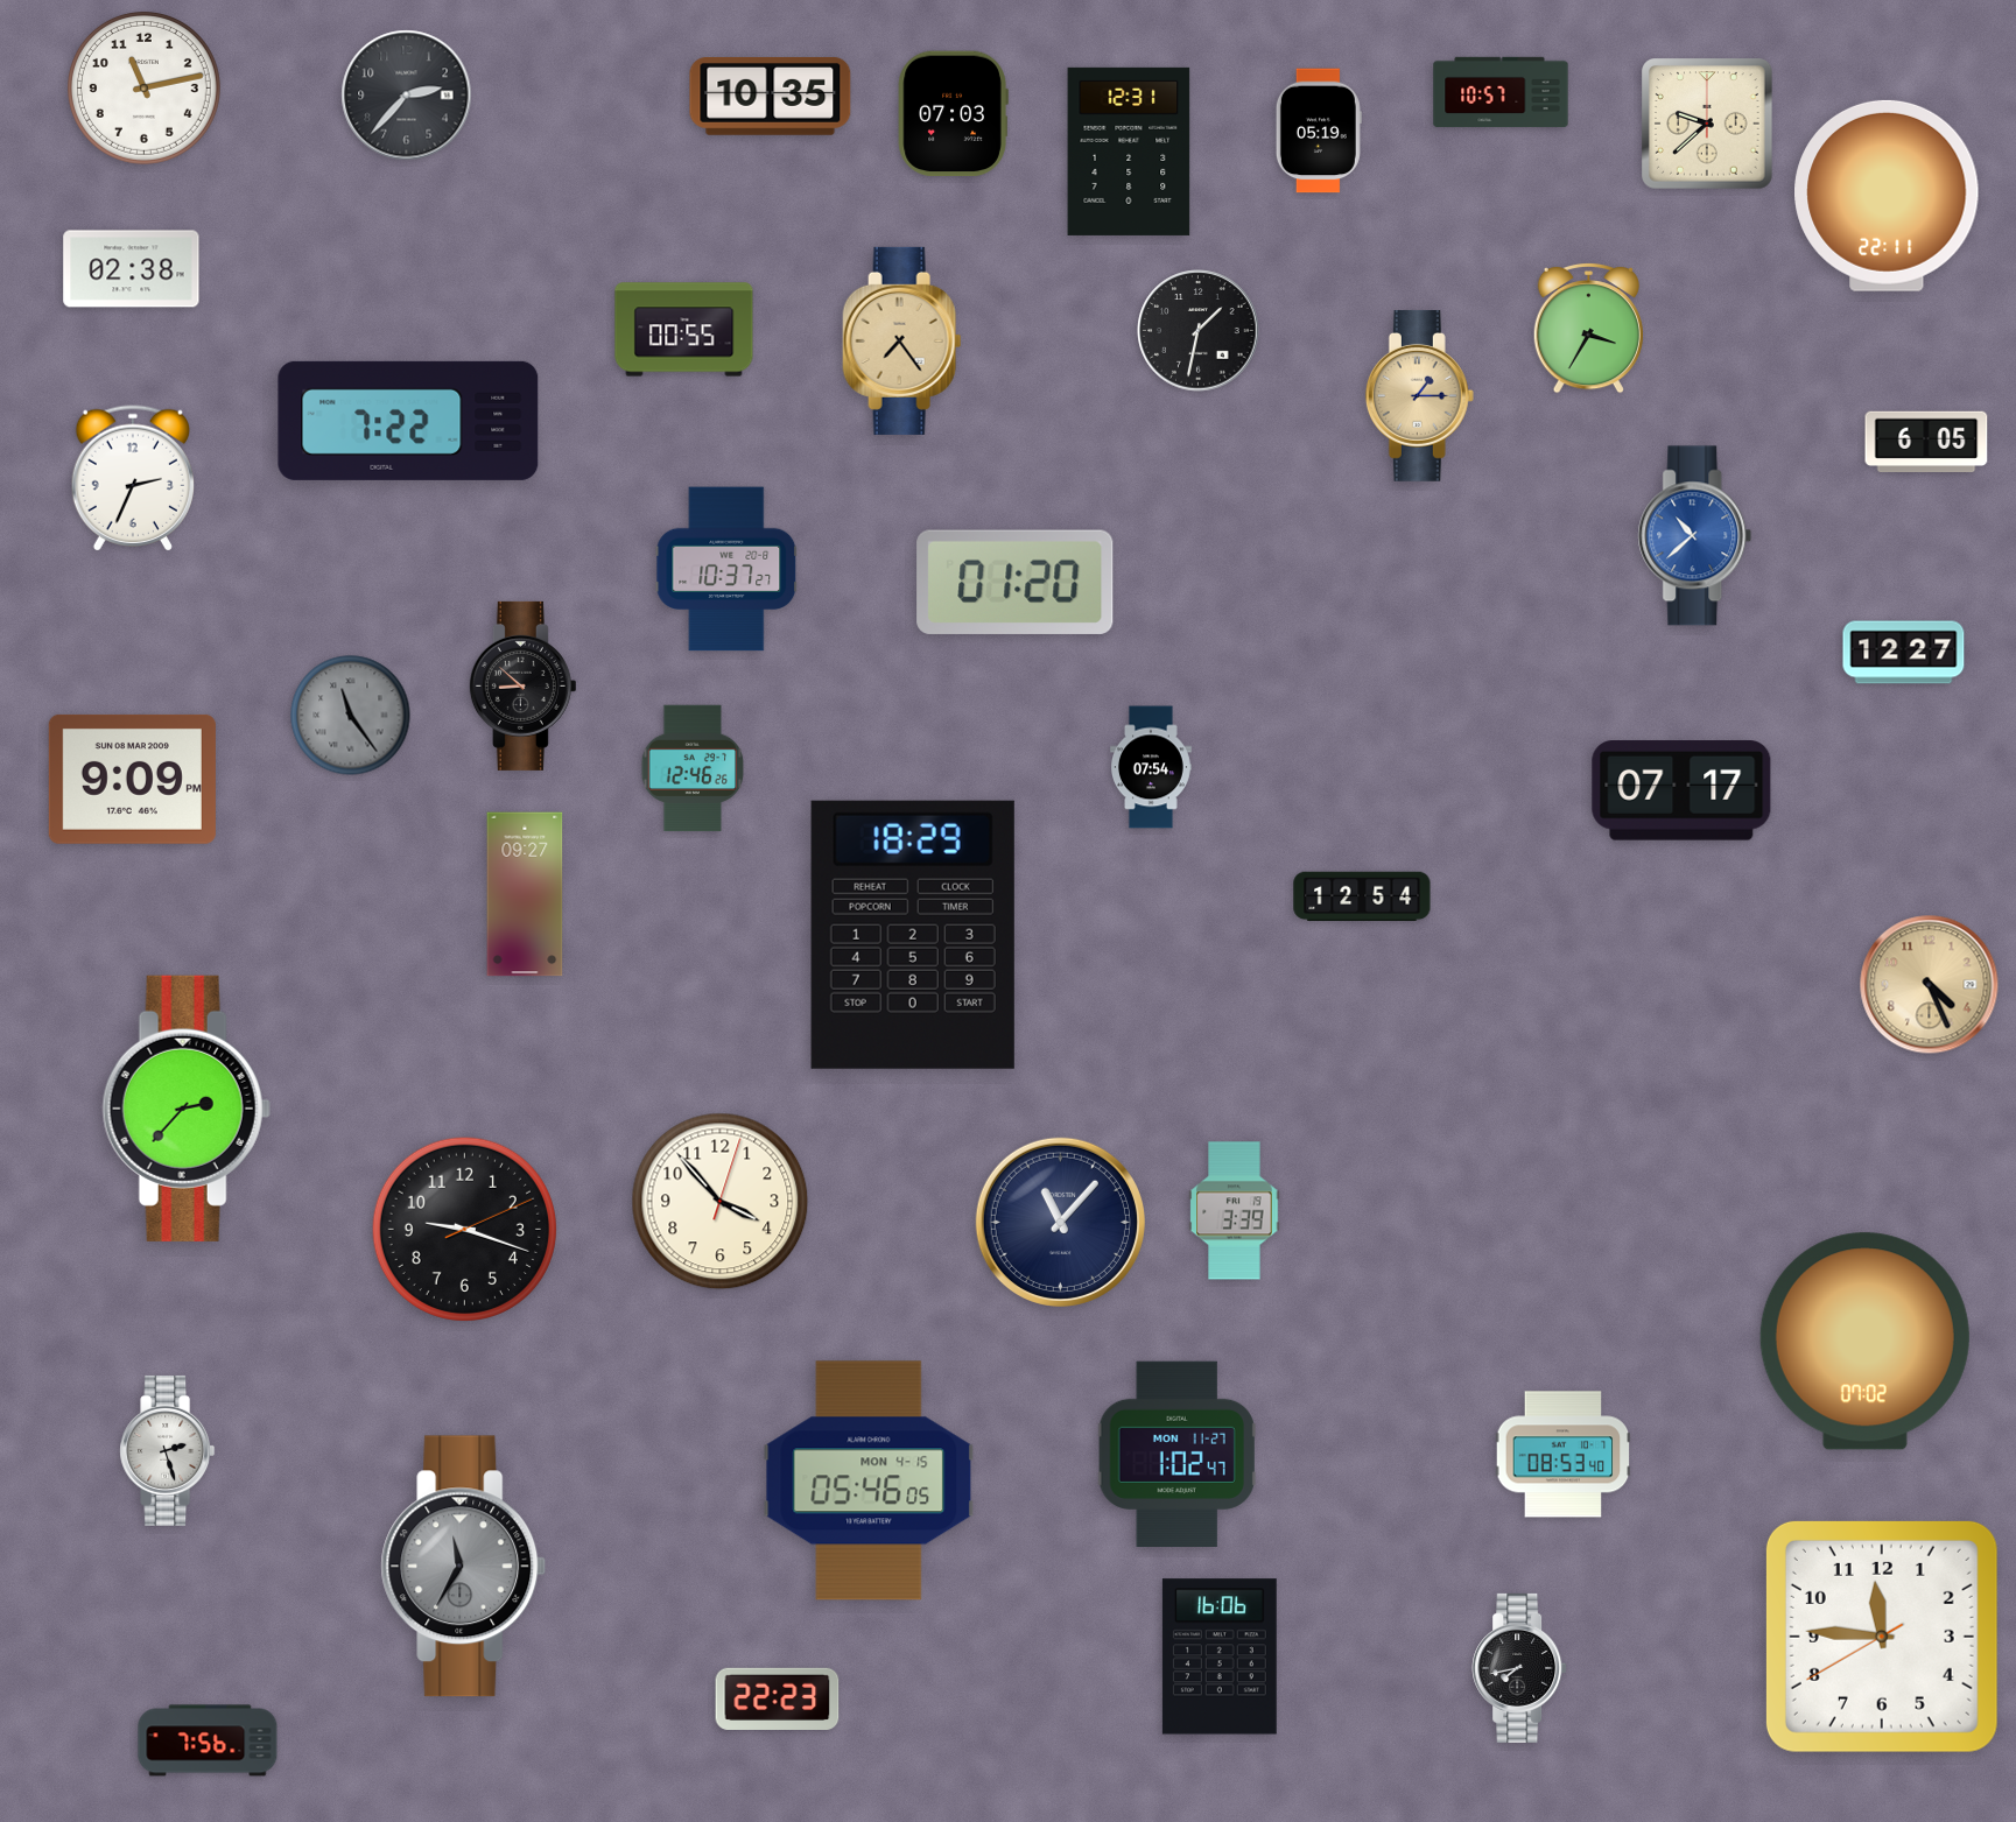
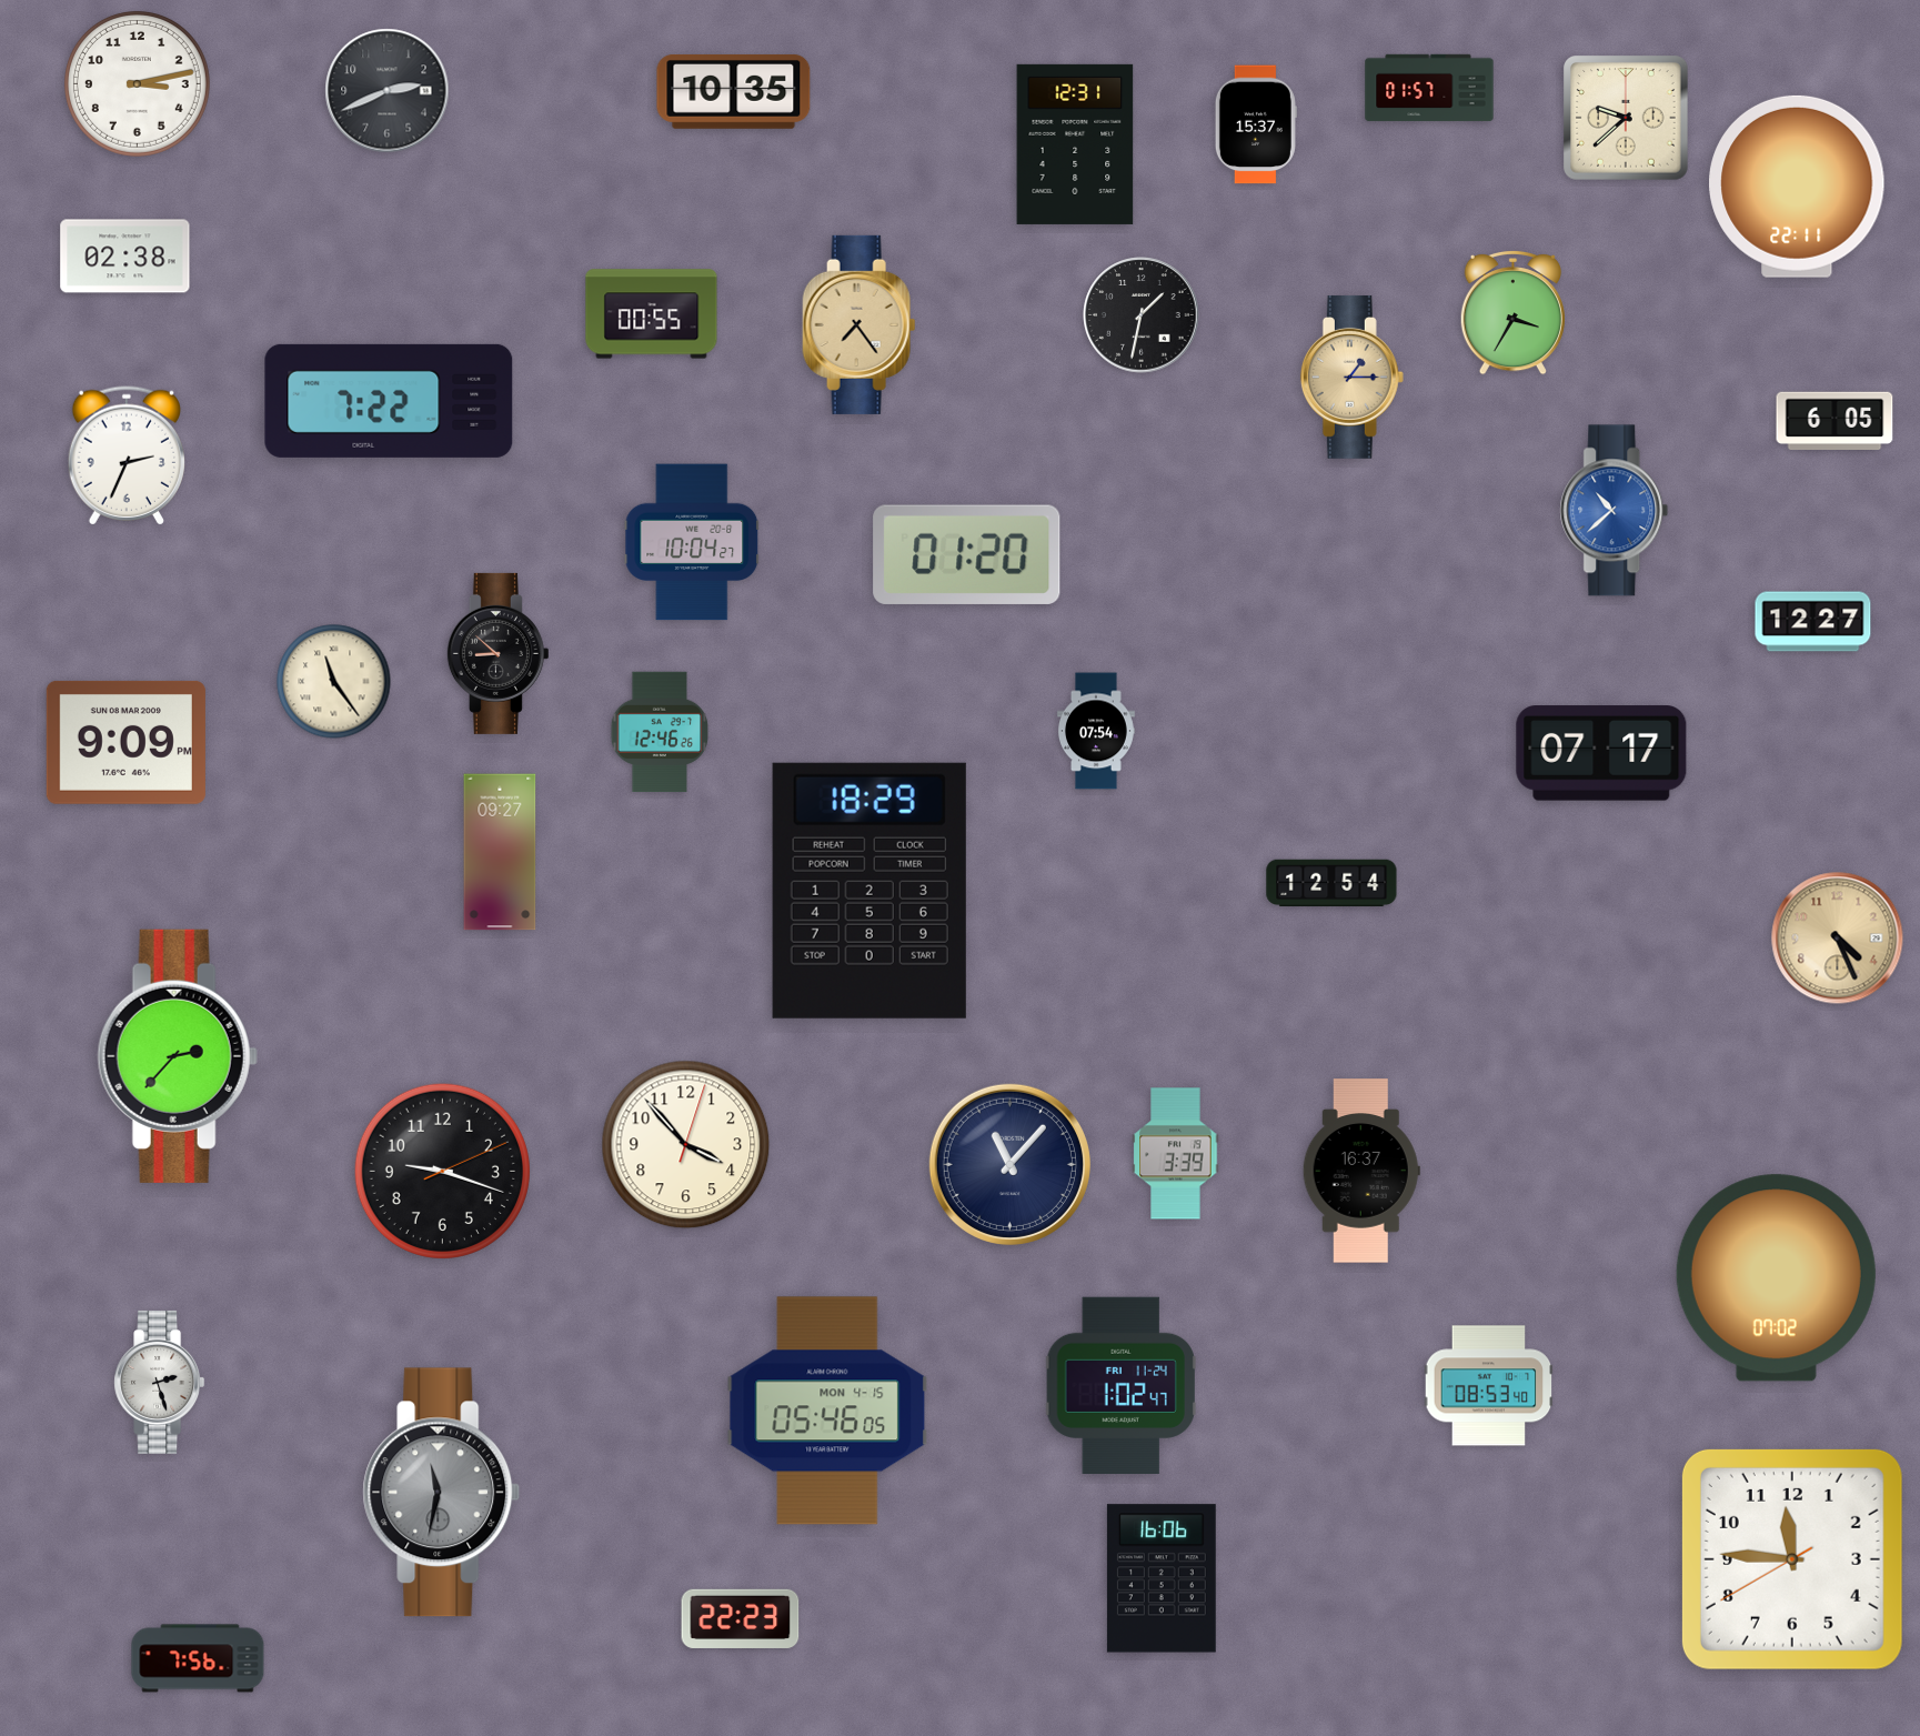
clock at (143, 87): 11:13 -> 3:13
clock at (1501, 92): 10:57 -> 01:57
clock at (407, 96): 2:37 -> 2:41
clock at (953, 114): 07:03 -> none
clock at (1319, 131): 05:19 -> 15:37
clock at (726, 569): 10:37 -> 10:04
clock at (351, 716) dial: grey -> cream
clock at (1362, 896) position: (1362, 896) -> (1331, 883)
clock at (1361, 1171): none -> 16:37
clock at (1176, 1454) date: MON 11-27 -> FRI 11-24
clock at (464, 1567): 11:35 -> 11:32
clock at (1519, 1668): 7:43 -> none
